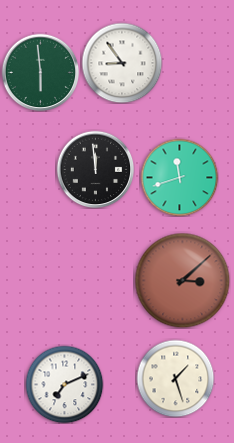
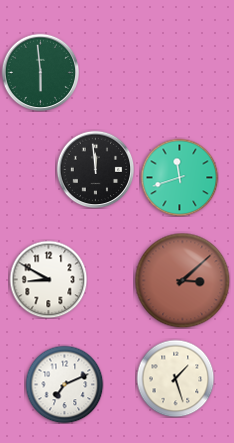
clock at (122, 63): 8:54 -> none
clock at (48, 279): none -> 8:50
